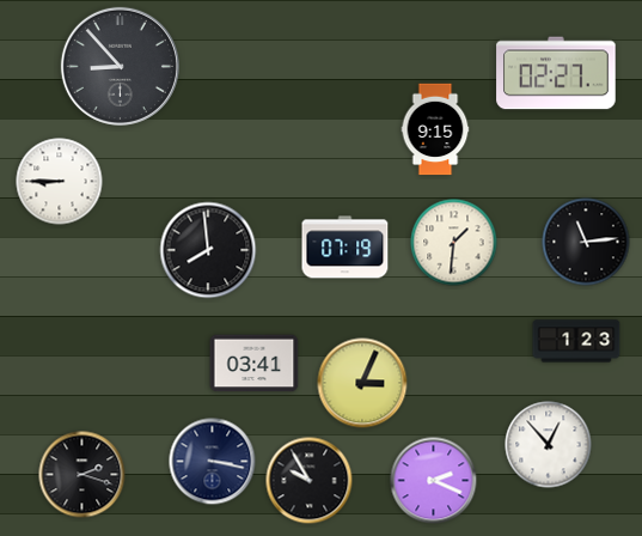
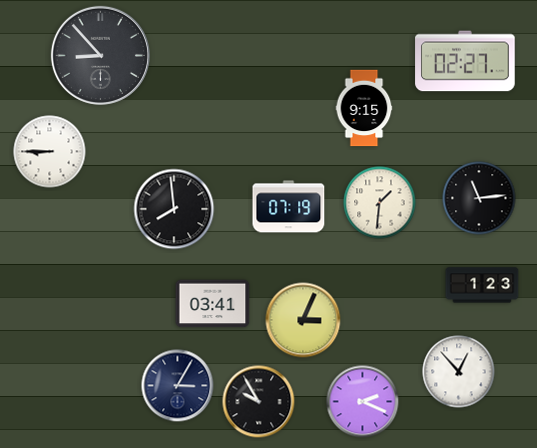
clock at (586, 242) position: (586, 242) -> (479, 198)
clock at (213, 462): 3:17 -> 3:05
clock at (82, 475): 2:18 -> none
